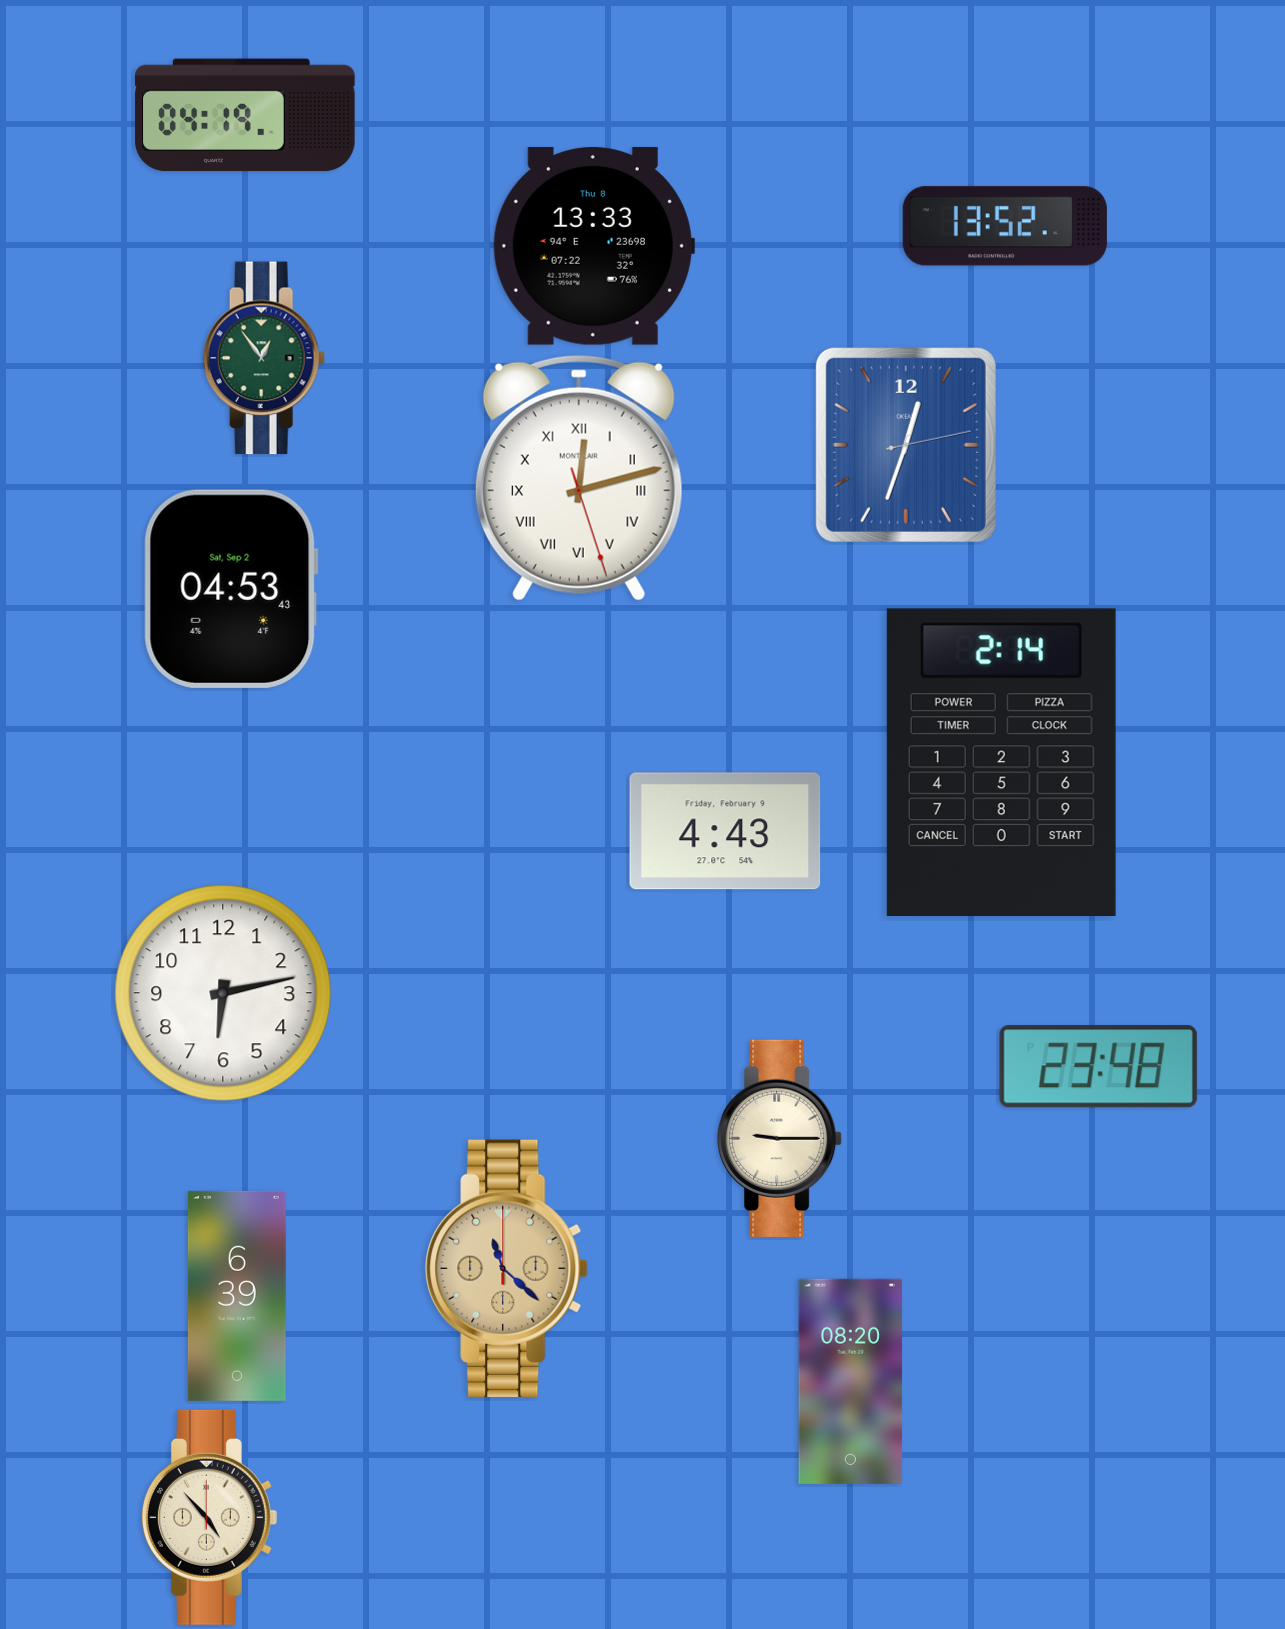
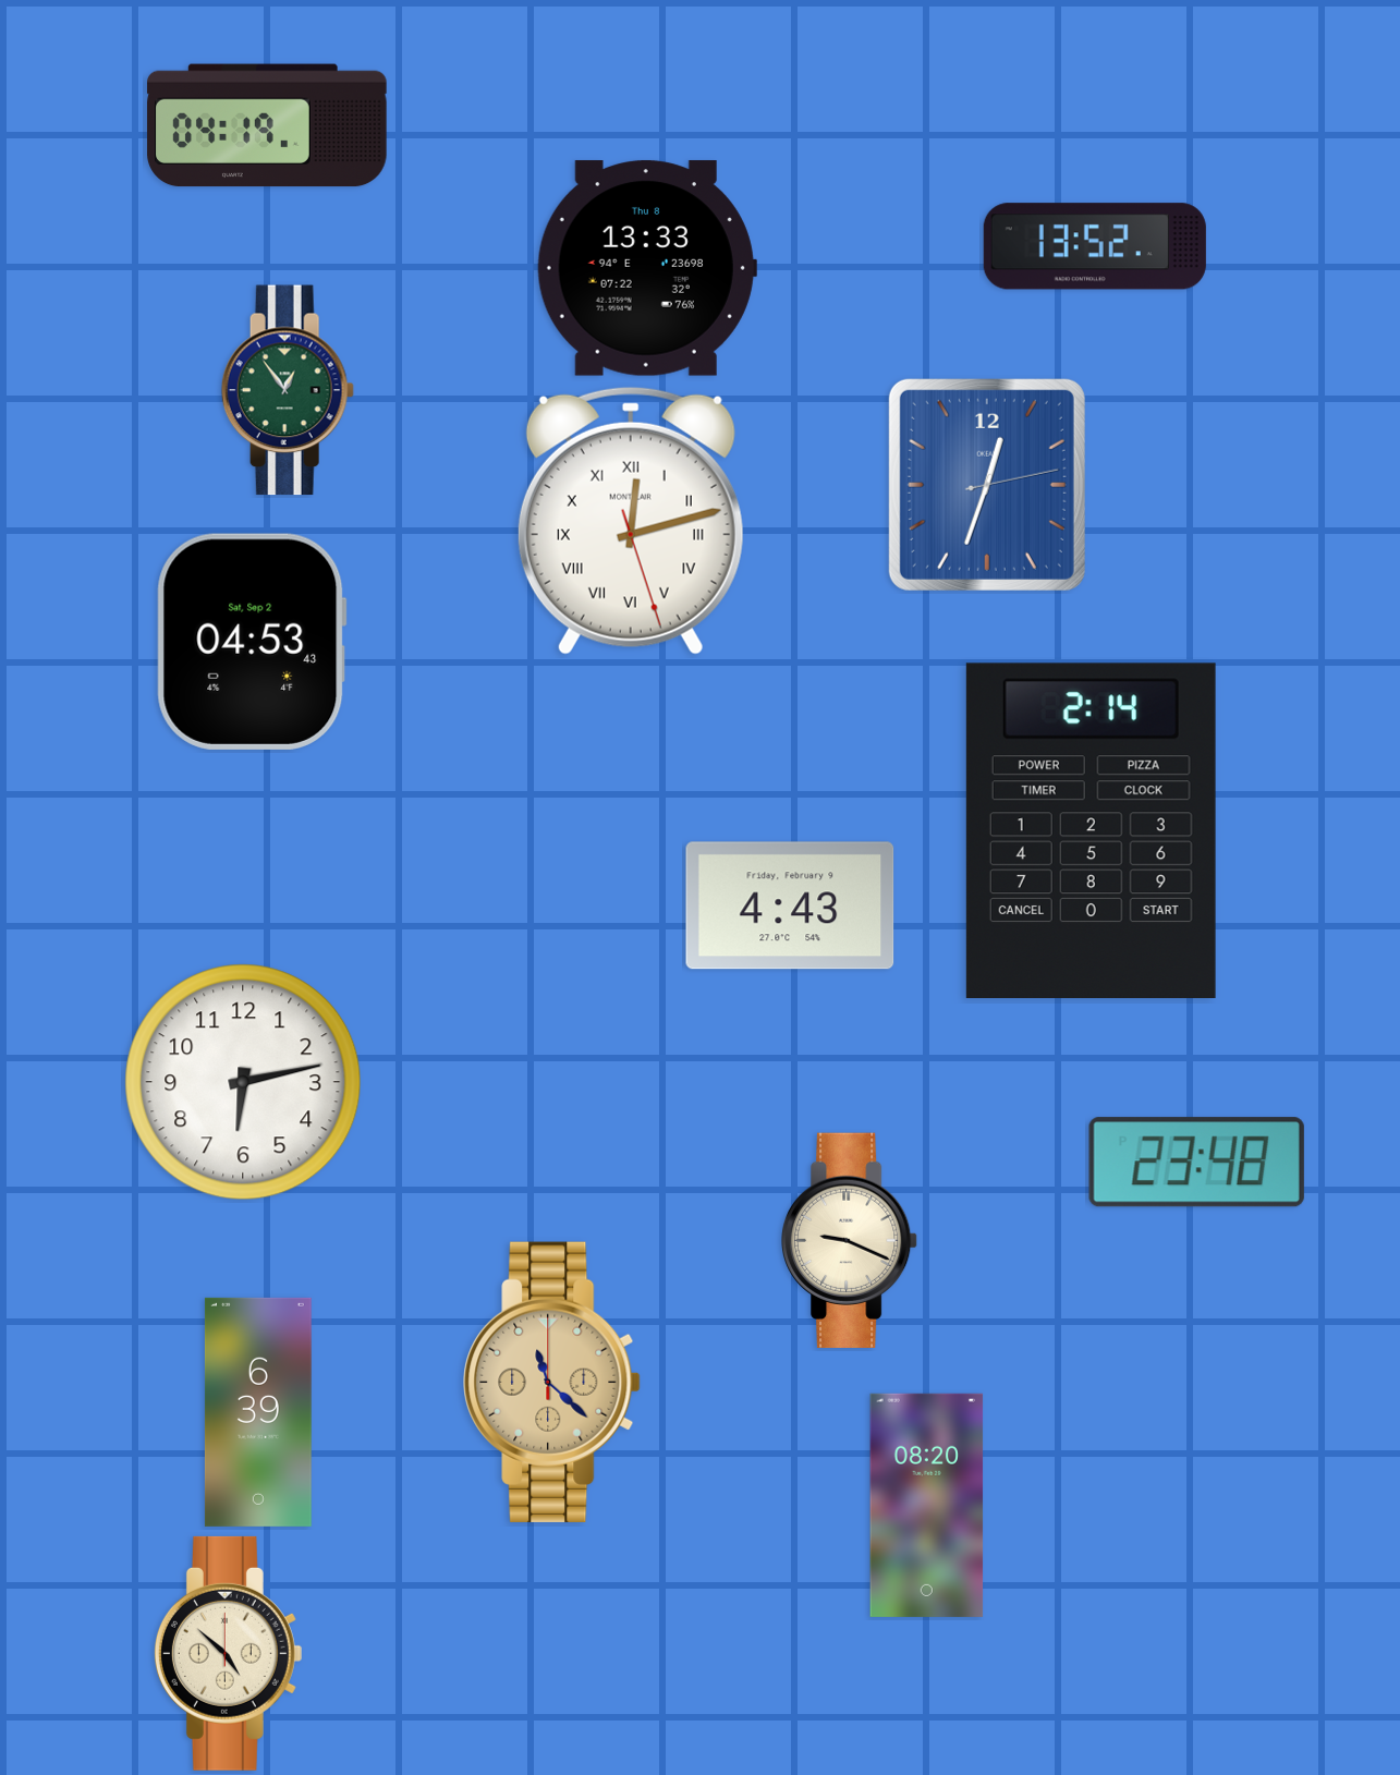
clock at (781, 1138): 9:15 -> 9:19
clock at (209, 1517): 4:53 -> 4:52
